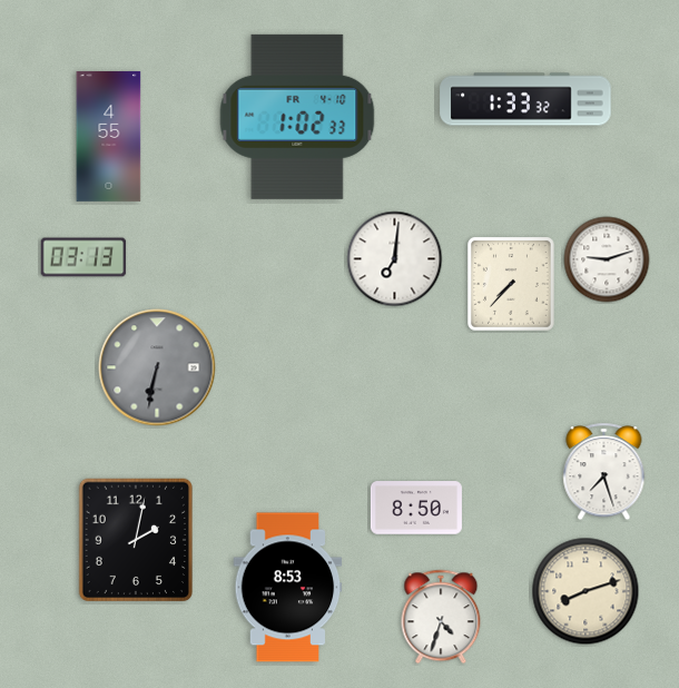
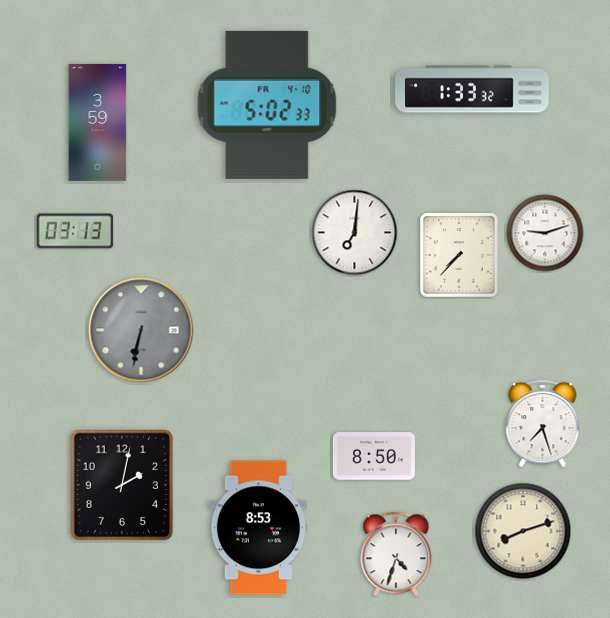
clock at (297, 117): 1:02 -> 5:02
clock at (109, 136): 4:55 -> 3:59
clock at (585, 591) position: (585, 591) -> (523, 531)
